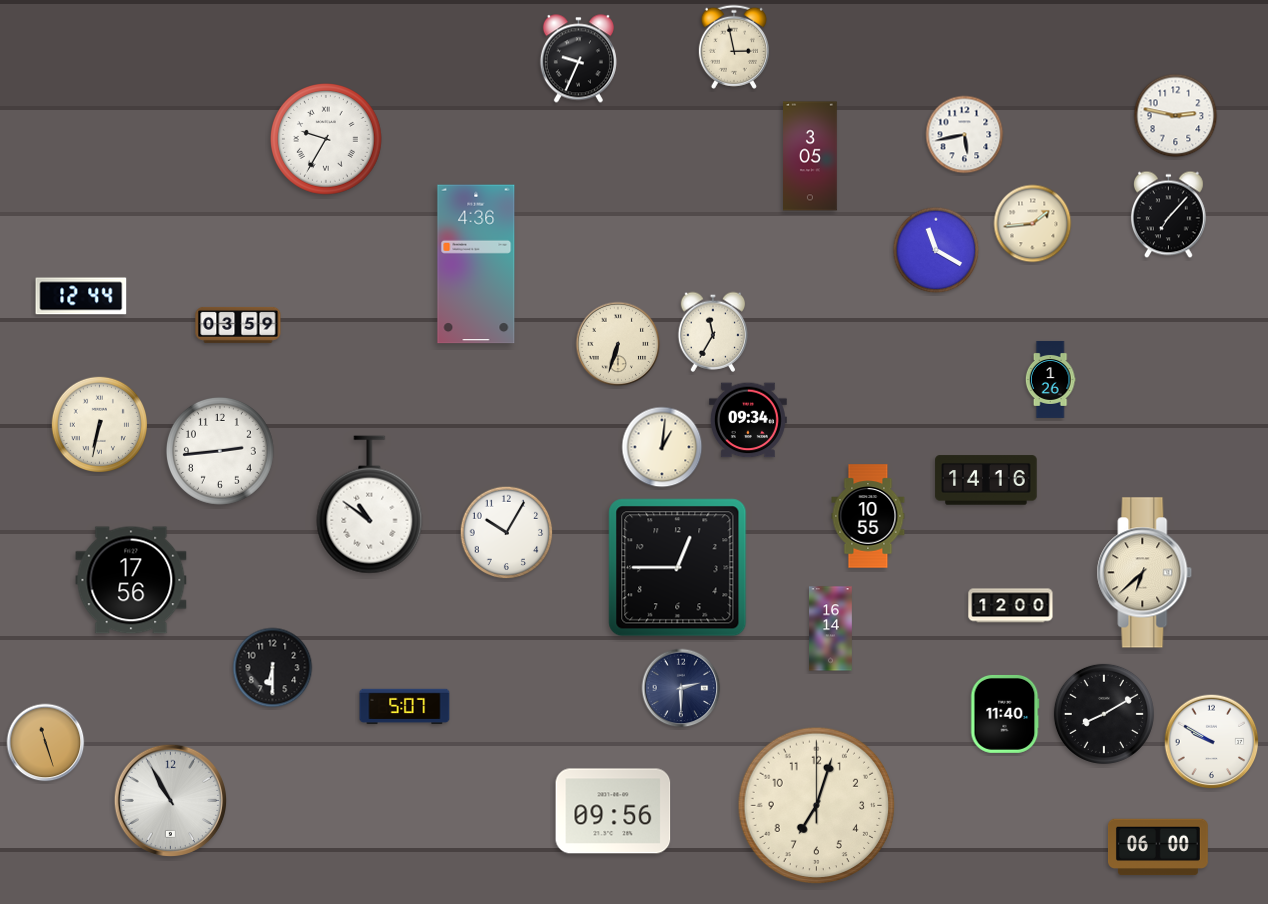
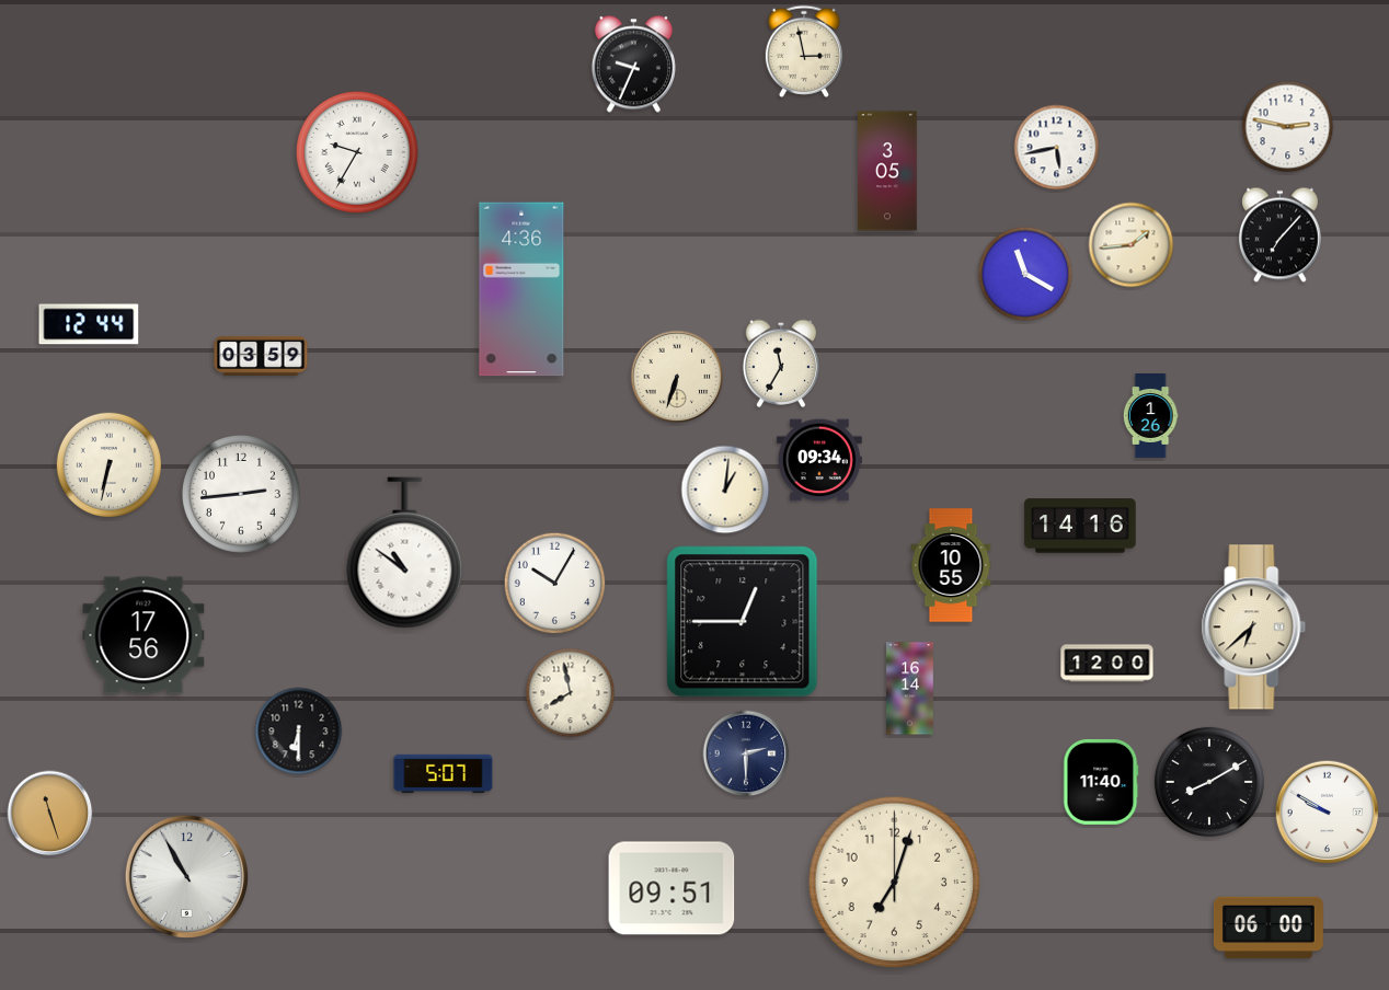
clock at (571, 693): none -> 7:58
clock at (613, 811): 09:56 -> 09:51
